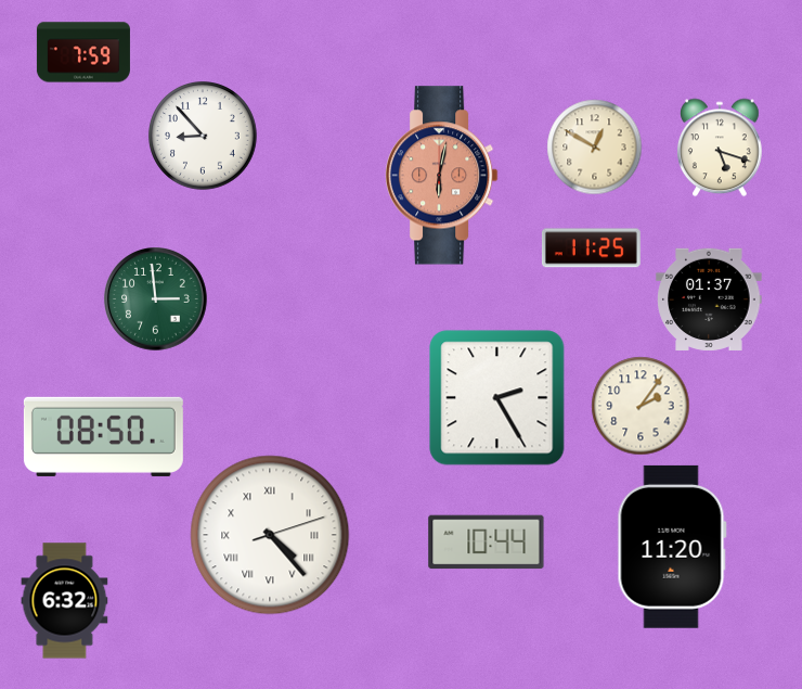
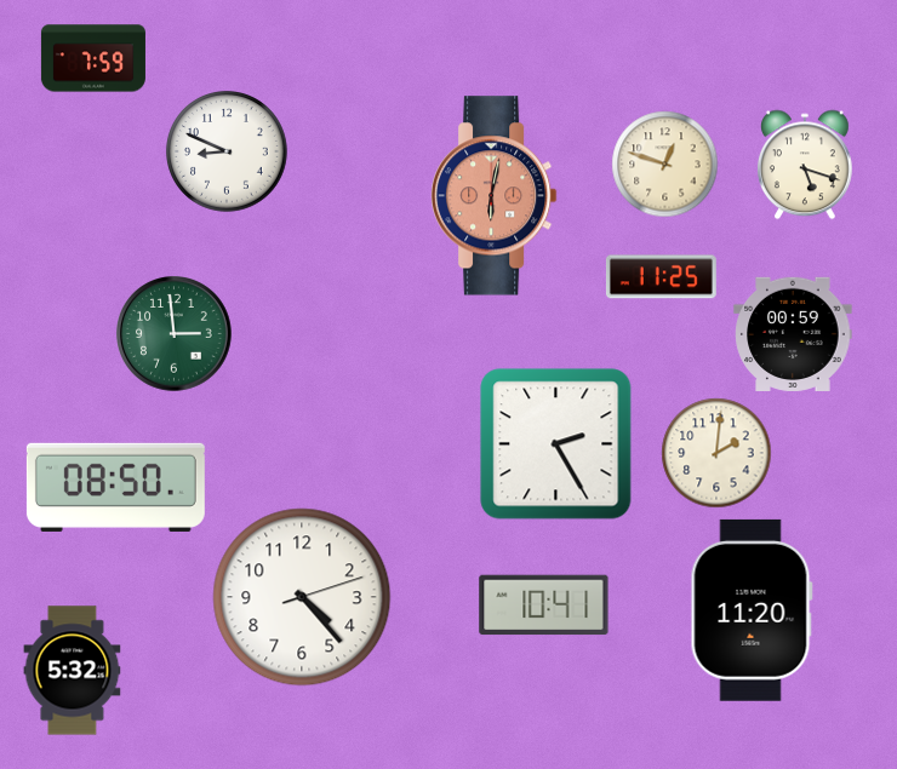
clock at (204, 137): 8:53 -> 8:49
clock at (594, 146): 12:50 -> 12:48
clock at (709, 299): 01:37 -> 00:59
clock at (641, 406): 2:06 -> 2:01
clock at (270, 535) numerals: Roman -> Arabic
clock at (487, 543): 10:44 -> 10:41
clock at (65, 601): 6:32 -> 5:32
